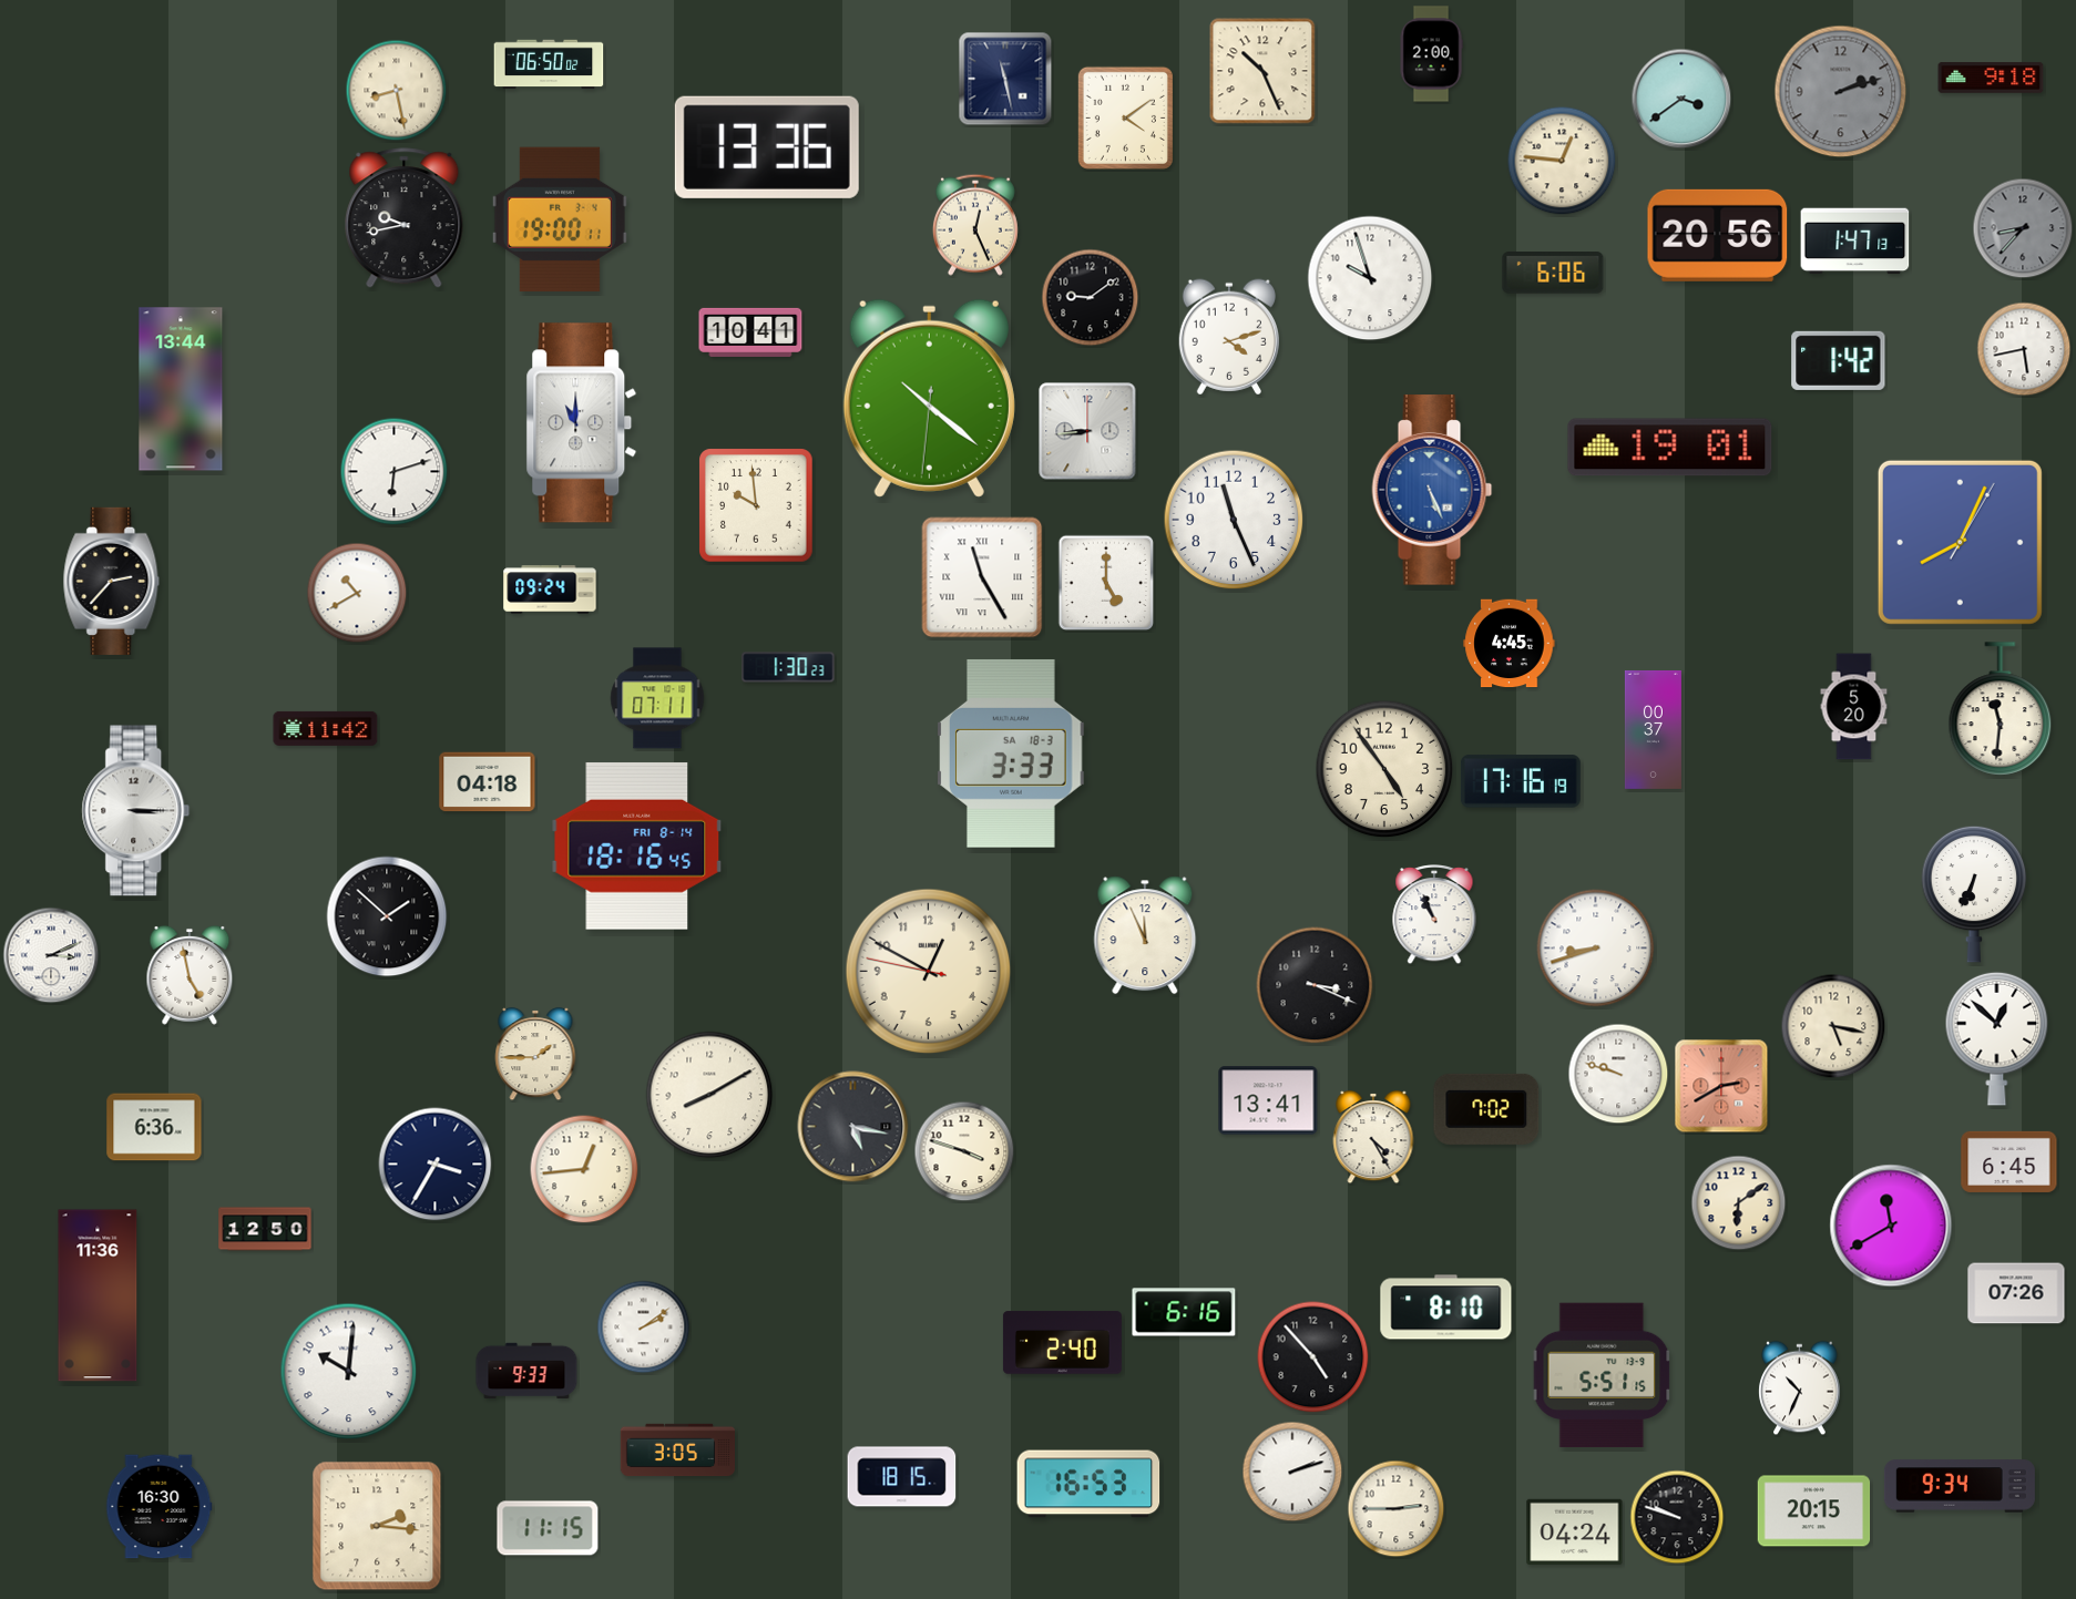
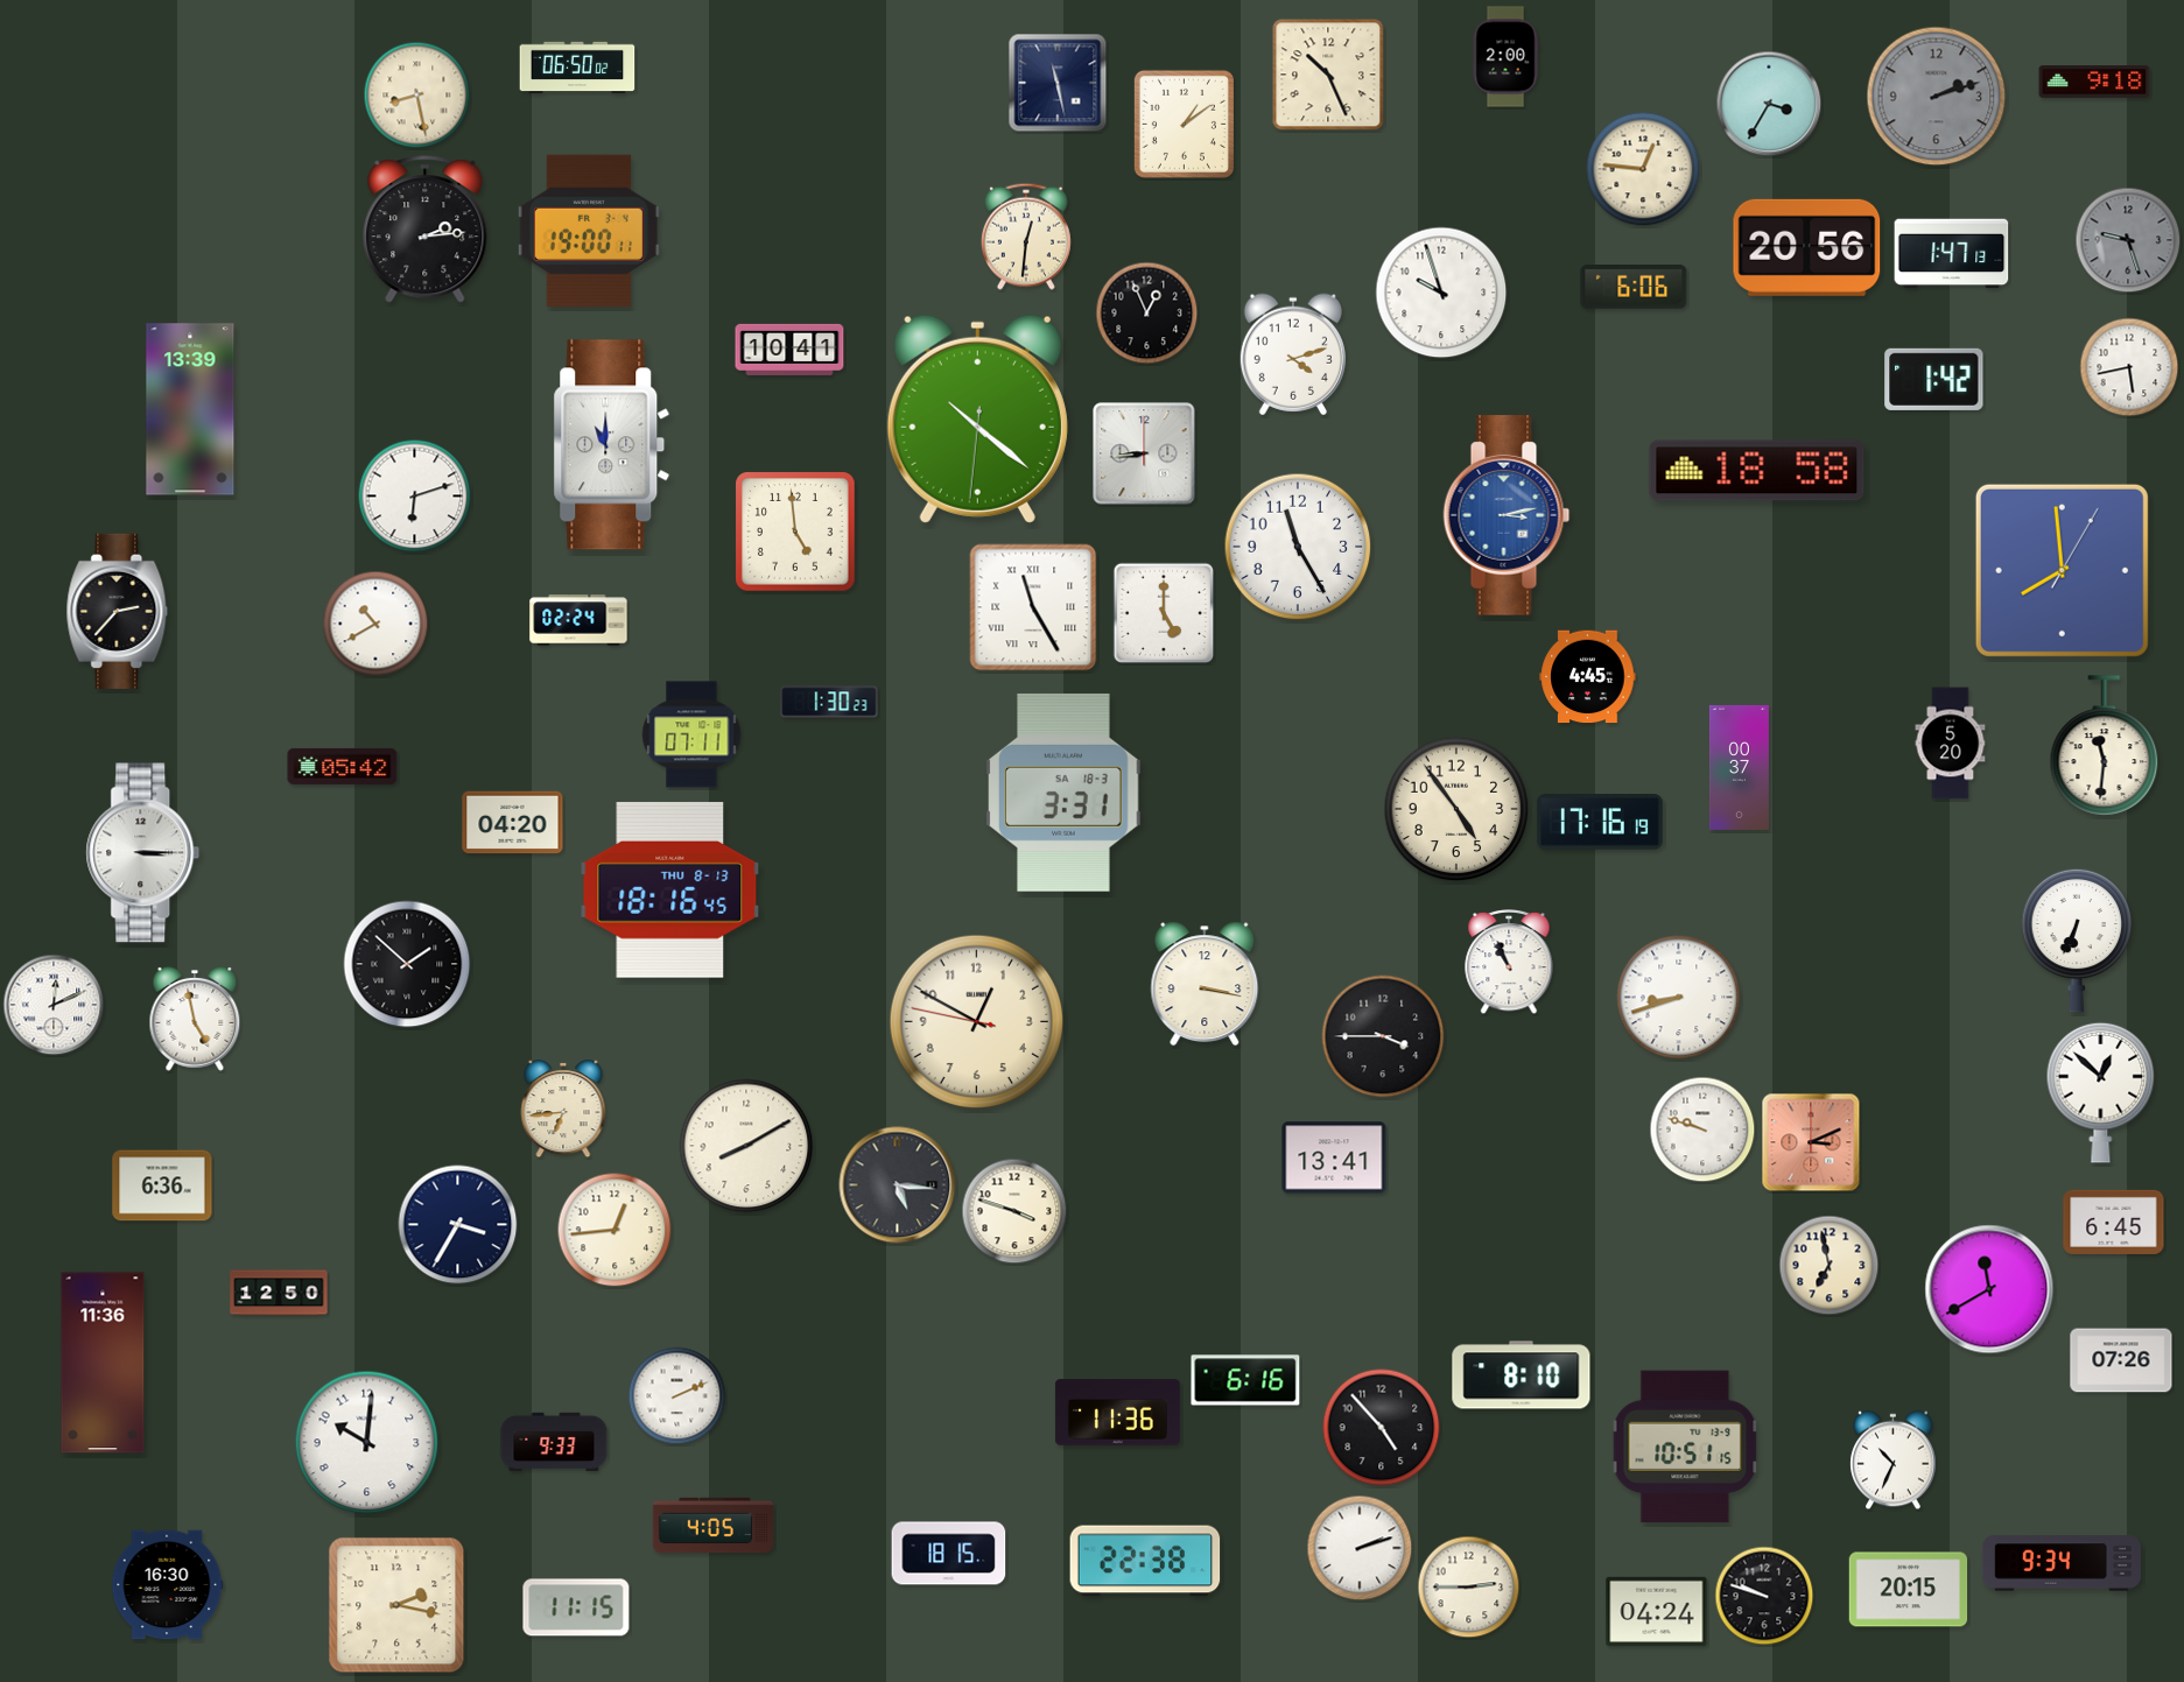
clock at (1681, 99): 3:39 -> 3:35
clock at (1125, 117): 4:09 -> 1:09
clock at (767, 147): 13:36 -> none
clock at (405, 218): 9:43 -> 2:14
clock at (975, 225): 12:26 -> 12:31
clock at (2023, 228): 8:37 -> 9:27
clock at (1091, 298): 9:09 -> 12:56
clock at (181, 389): 13:44 -> 13:39
clock at (1670, 448): 19:01 -> 18:58
clock at (1432, 490): 5:26 -> 3:13
clock at (756, 505): 9:59 -> 4:59
clock at (1234, 520): 11:26 -> 11:25
clock at (1960, 542): 8:04 -> 7:59
clock at (550, 590): 09:24 -> 02:24
clock at (326, 728): 11:42 -> 05:42
clock at (1011, 754): 3:33 -> 3:31
clock at (488, 782): 04:18 -> 04:20
clock at (637, 845) date: FRI 8-14 -> THU 8-13
clock at (1145, 935): 11:56 -> 3:17
clock at (51, 955): 3:11 -> 12:11
clock at (190, 975) position: (190, 975) -> (195, 1019)
clock at (1315, 985): 3:19 -> 3:45
clock at (1833, 1026): 5:17 -> none
clock at (535, 1054): 1:45 -> 6:44
clock at (1721, 1086): 2:40 -> 3:11
clock at (709, 1095) position: (709, 1095) -> (746, 1146)
clock at (1486, 1109): 7:02 -> none
clock at (853, 1127): 5:17 -> 5:16
clock at (1373, 1137): 4:25 -> none
clock at (1739, 1203): 6:09 -> 6:58
clock at (644, 1328): 2:09 -> 2:11
clock at (1062, 1343): 2:40 -> 11:36
clock at (1602, 1375): 5:51 -> 10:51
clock at (677, 1451): 3:05 -> 4:05
clock at (1088, 1484): 16:53 -> 22:38
clock at (377, 1526): 2:16 -> 2:17
